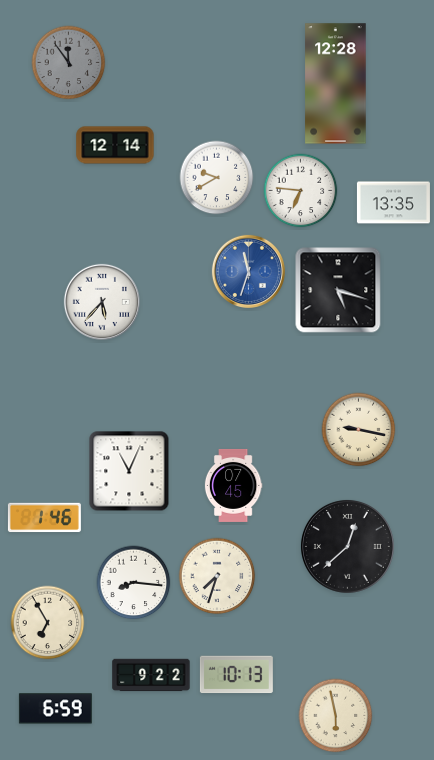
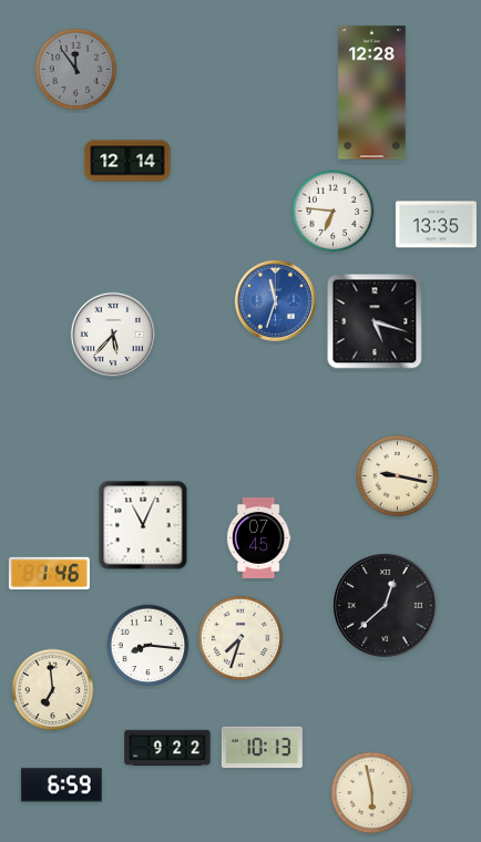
clock at (217, 178): 9:40 -> none
clock at (129, 471) position: (129, 471) -> (143, 525)
clock at (48, 623): 6:55 -> 6:59
